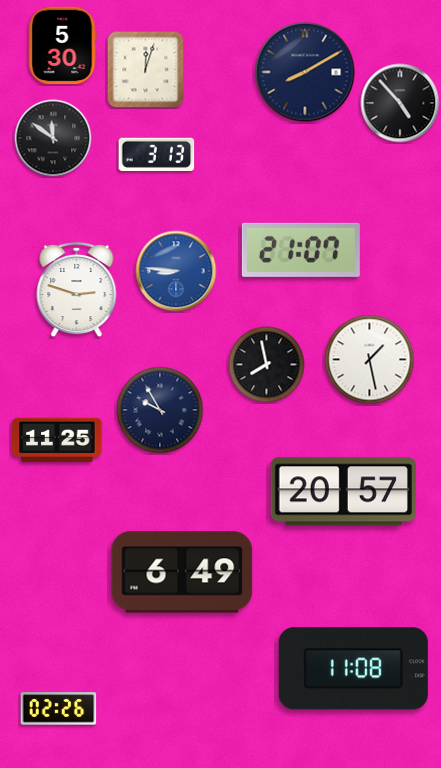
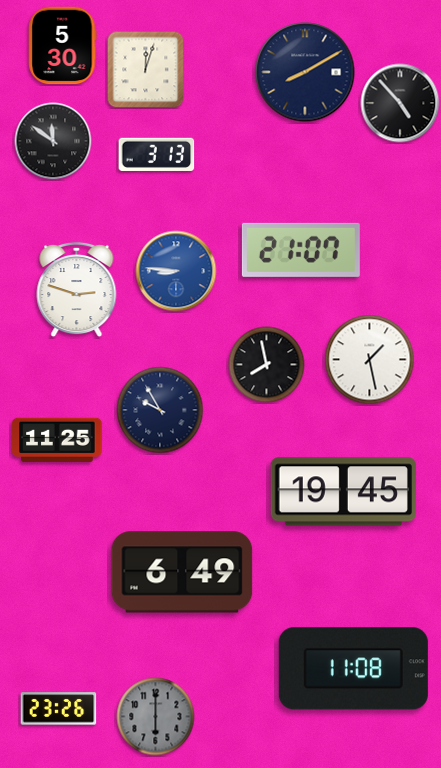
clock at (53, 138) position: (53, 138) -> (53, 141)
clock at (343, 492): 20:57 -> 19:45
clock at (59, 709): 02:26 -> 23:26
clock at (156, 717): none -> 6:00
